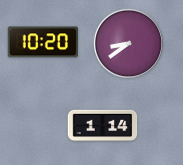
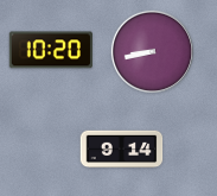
clock at (128, 43): 8:39 -> 8:43
clock at (103, 126): 1:14 -> 9:14
